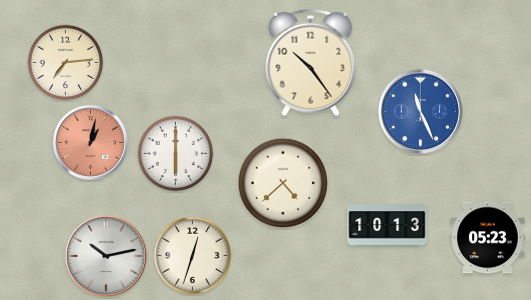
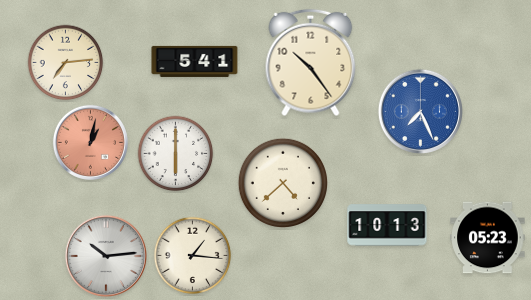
clock at (195, 61): none -> 5:41
clock at (420, 111): 11:26 -> 7:26
clock at (106, 256): 10:13 -> 10:14
clock at (193, 256): 12:33 -> 1:16
